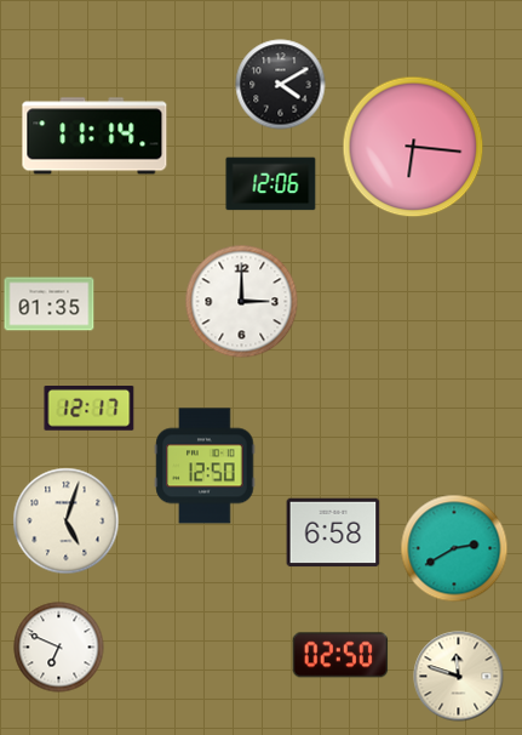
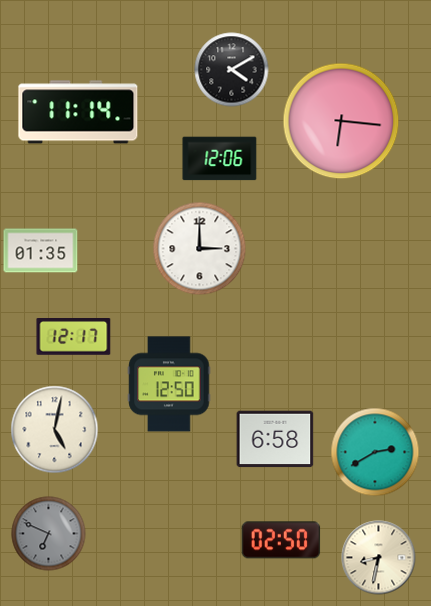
clock at (271, 184) position: (271, 184) -> (220, 159)
clock at (67, 522): 5:03 -> 5:02
clock at (59, 648) dial: white -> grey
clock at (459, 677): 11:48 -> 8:32
